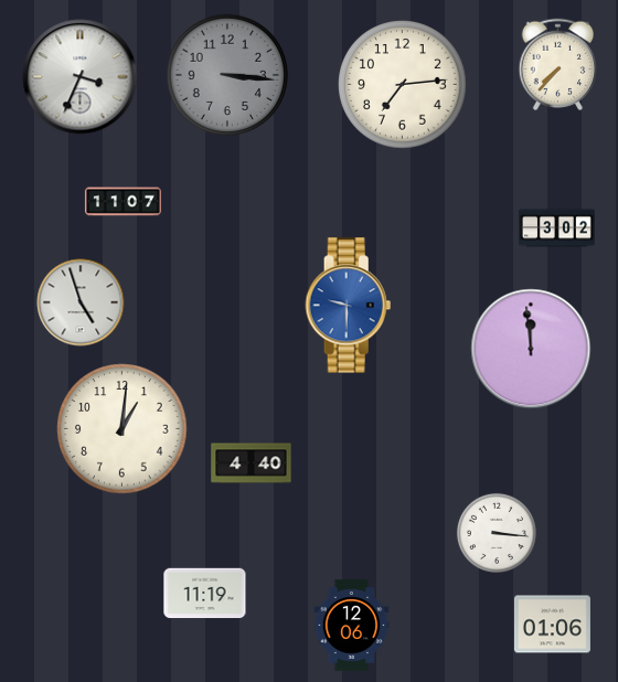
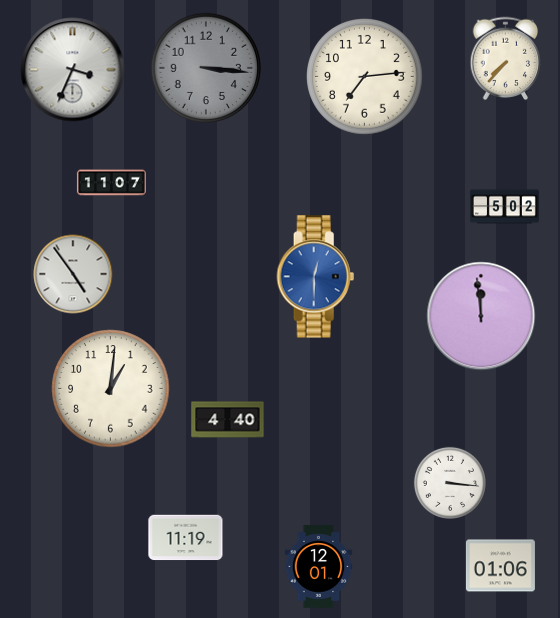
clock at (556, 228): 3:02 -> 5:02
clock at (81, 302): 4:57 -> 4:54
clock at (349, 306): 9:30 -> 12:30
clock at (352, 626): 12:06 -> 12:01
